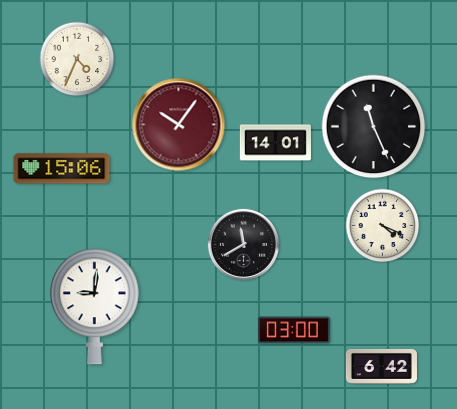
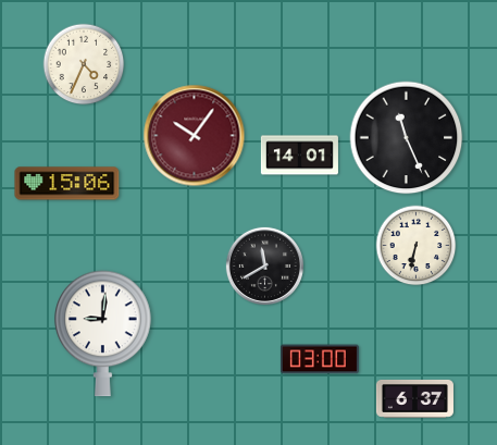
clock at (383, 226): 4:19 -> 6:32
clock at (381, 367): 6:42 -> 6:37
